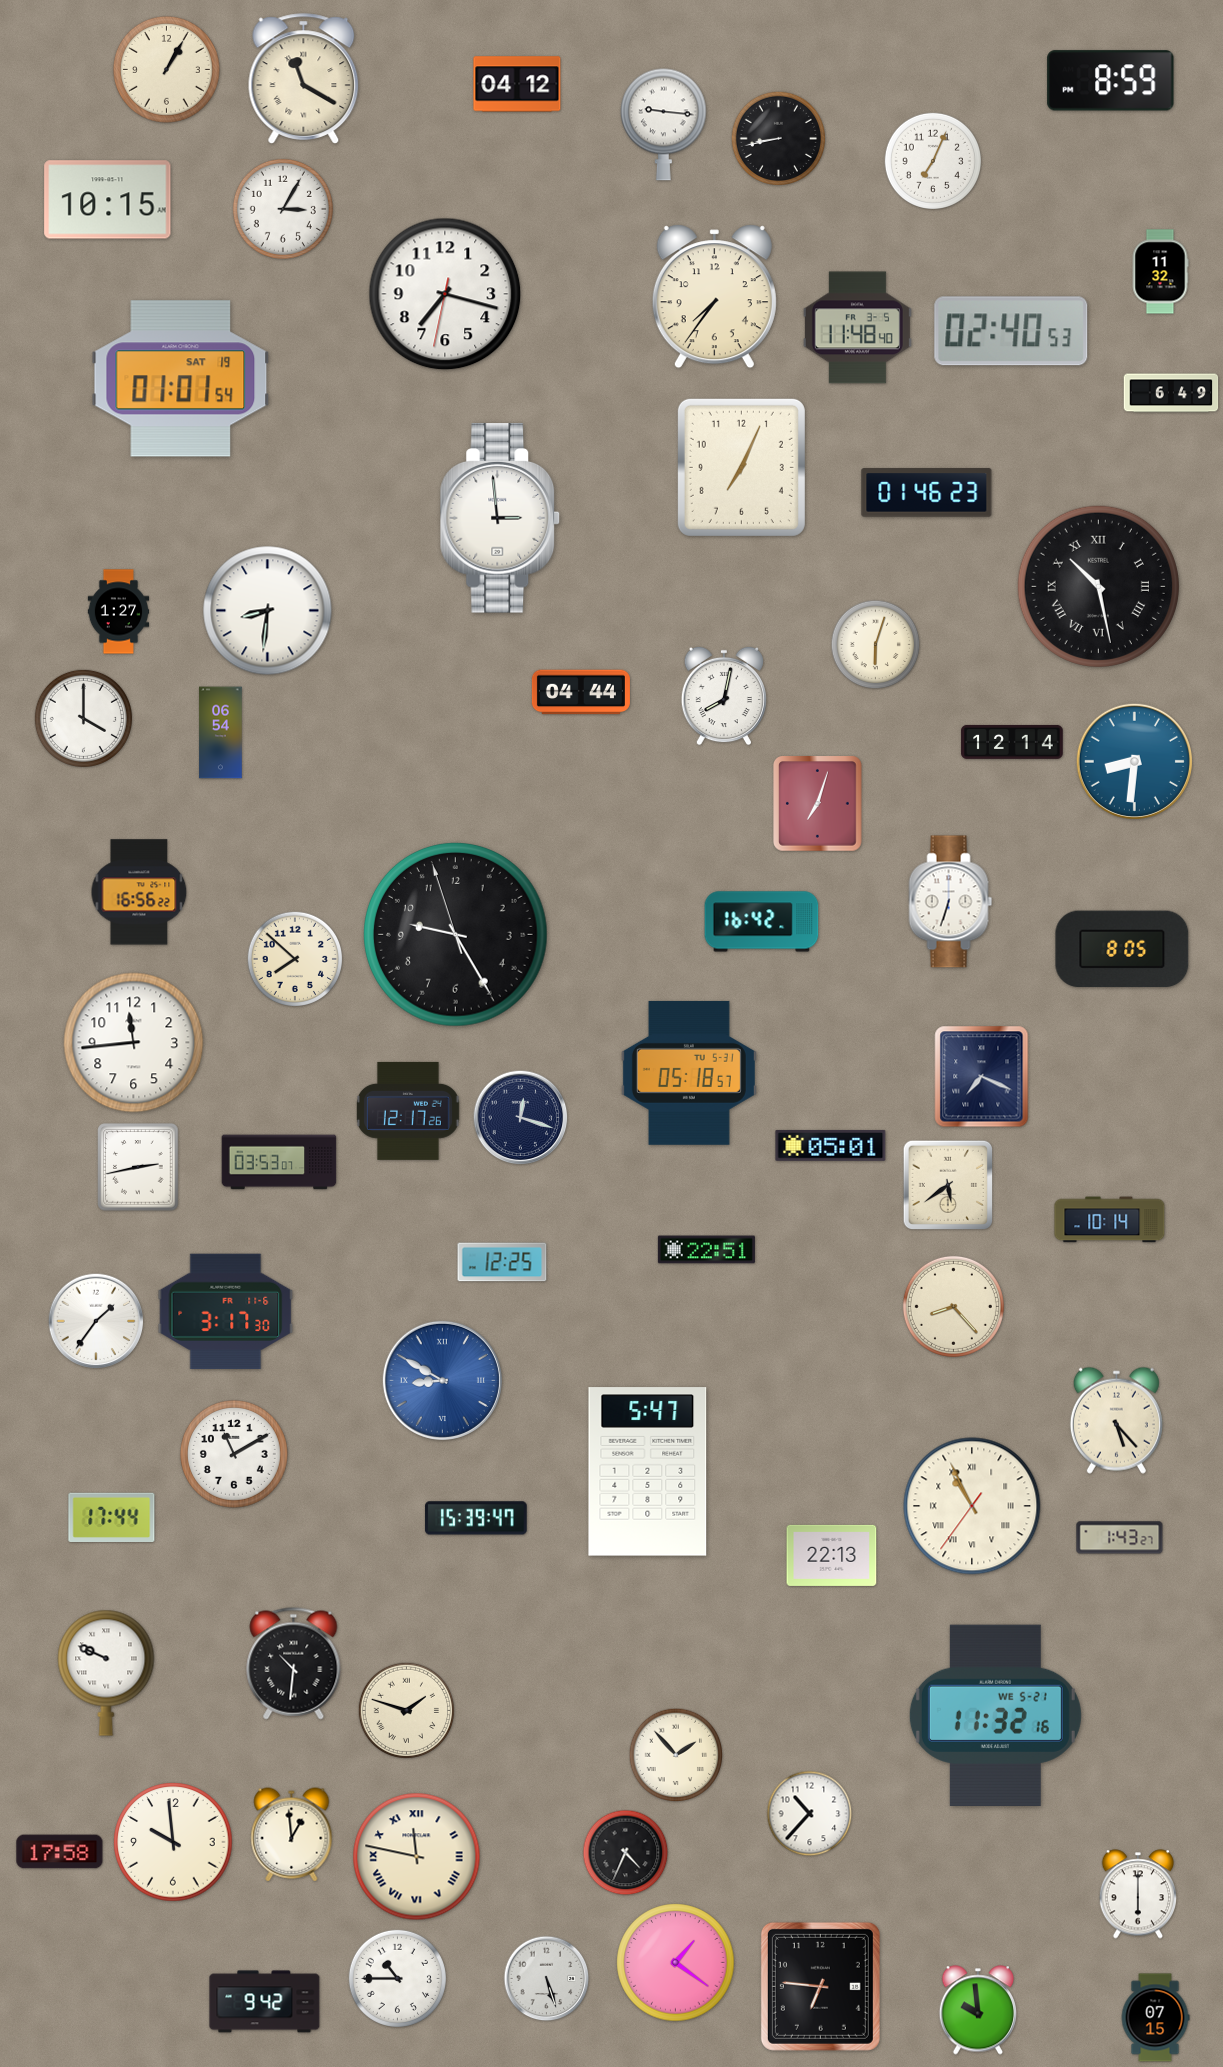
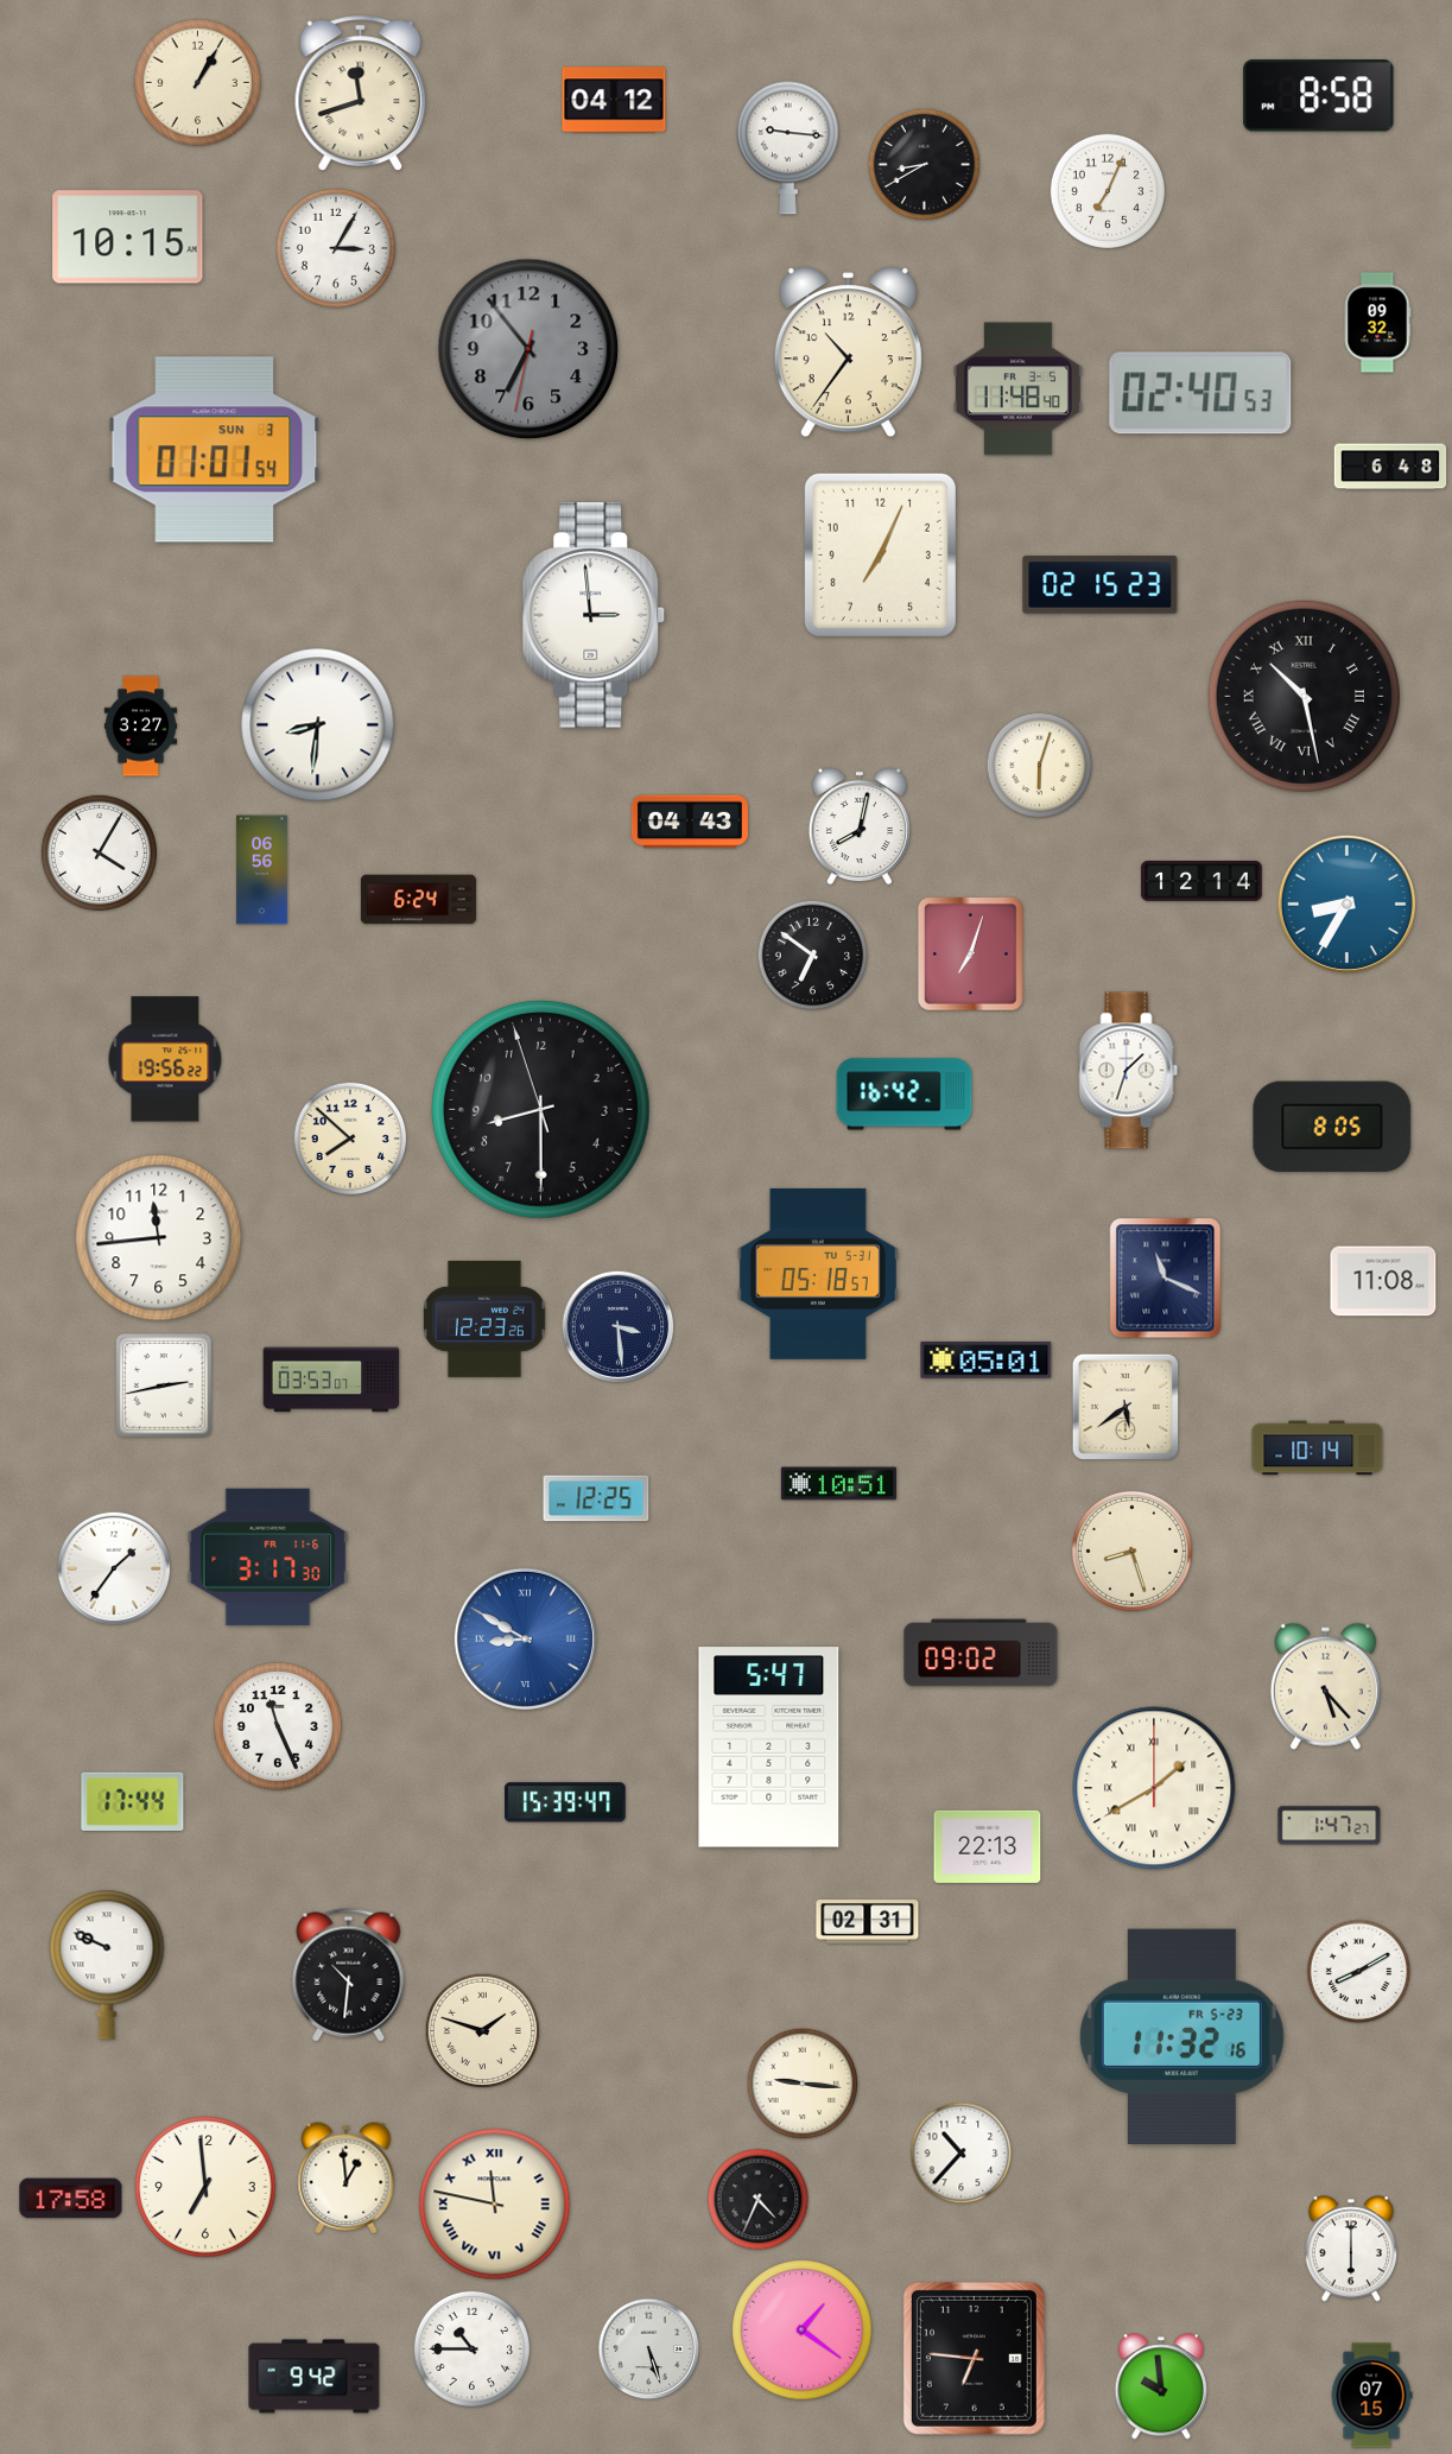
clock at (304, 79): 11:20 -> 11:42
clock at (1111, 81): 8:59 -> 8:58
clock at (779, 139): 8:43 -> 8:40
clock at (1160, 272): 11:32 -> 09:32
clock at (445, 294): 7:17 -> 6:53
clock at (445, 294) dial: white -> grey
clock at (714, 297): 7:36 -> 10:36
clock at (181, 379) date: SAT 19 -> SUN 3
clock at (1171, 393): 6:49 -> 6:48
clock at (927, 493): 01:46 -> 02:15
clock at (119, 612): 1:27 -> 3:27
clock at (581, 692): 04:44 -> 04:43
clock at (83, 718): 4:00 -> 4:05
clock at (221, 733): 06:54 -> 06:56
clock at (418, 900): none -> 6:24
clock at (1134, 761): 8:31 -> 8:35
clock at (813, 956): none -> 6:51
clock at (139, 892): 16:56 -> 19:56
clock at (951, 902): 6:33 -> 1:33
clock at (456, 935): 9:24 -> 8:29
clock at (982, 1077): 7:19 -> 11:19
clock at (1383, 1281): none -> 11:08
clock at (408, 1111): 12:17 -> 12:23
clock at (521, 1118): 12:18 -> 3:29
clock at (706, 1250): 22:51 -> 10:51
clock at (953, 1306): 8:23 -> 8:27
clock at (981, 1653): none -> 09:02
clock at (234, 1454): 11:10 -> 11:26
clock at (972, 1506): 10:55 -> 1:40
clock at (1120, 1538): 1:43 -> 1:47
clock at (868, 1922): none -> 02:31
clock at (1359, 1972): none -> 8:10
clock at (106, 1673) position: (106, 1673) -> (107, 1965)
clock at (995, 1715) date: WE 5-21 -> FR 5-23
clock at (676, 1755): 1:53 -> 9:16
clock at (173, 1842): 9:59 -> 6:59
clock at (626, 1853) position: (626, 1853) -> (759, 2200)
